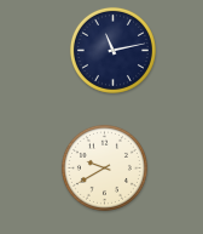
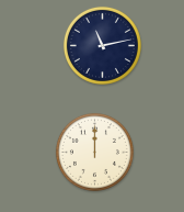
clock at (104, 167): 9:40 -> 12:00
